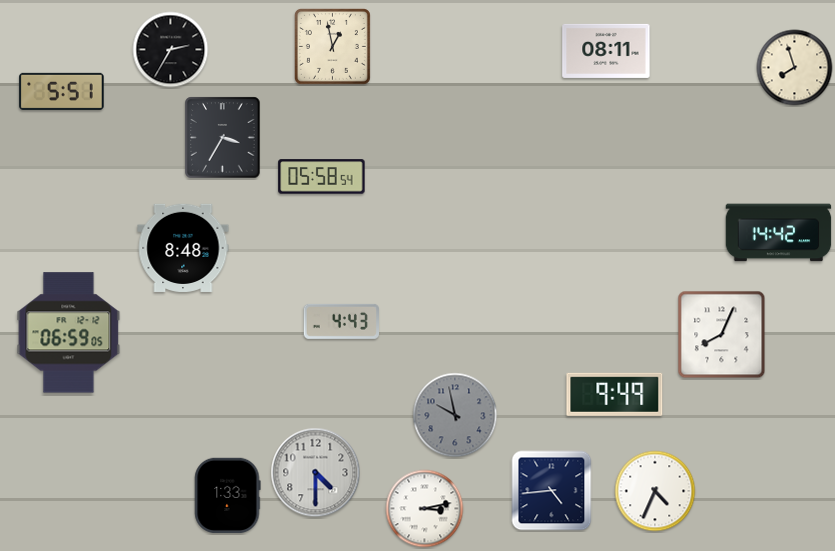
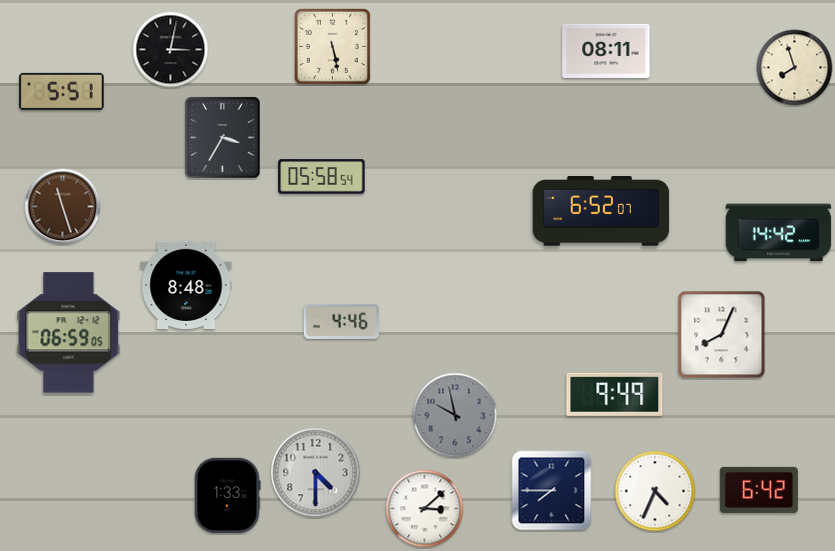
clock at (332, 46): 12:58 -> 5:28
clock at (171, 50): 2:35 -> 3:02
clock at (63, 207): none -> 11:27
clock at (601, 212): none -> 6:52
clock at (183, 248) position: (183, 248) -> (186, 285)
clock at (341, 321): 4:43 -> 4:46
clock at (759, 490): none -> 6:42
clock at (552, 491): 4:44 -> 7:45
clock at (425, 509): 3:13 -> 3:08
